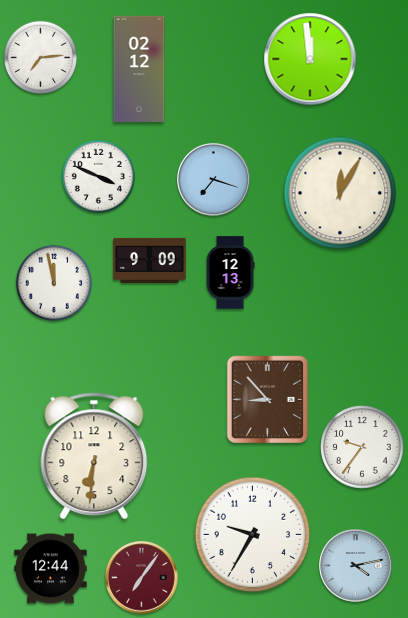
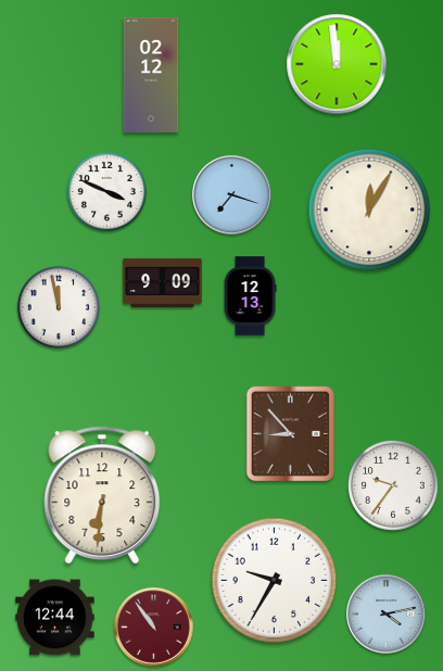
clock at (40, 57): 7:14 -> none
clock at (142, 578): 7:06 -> 10:54
